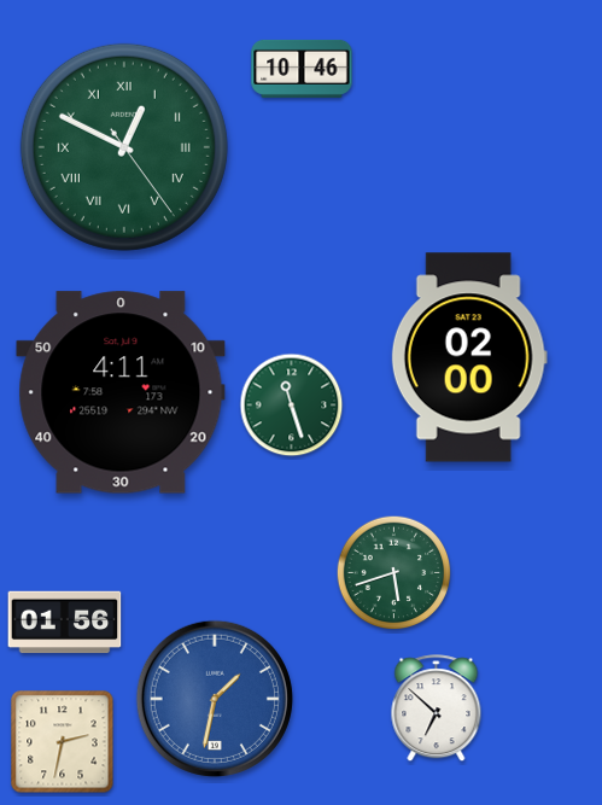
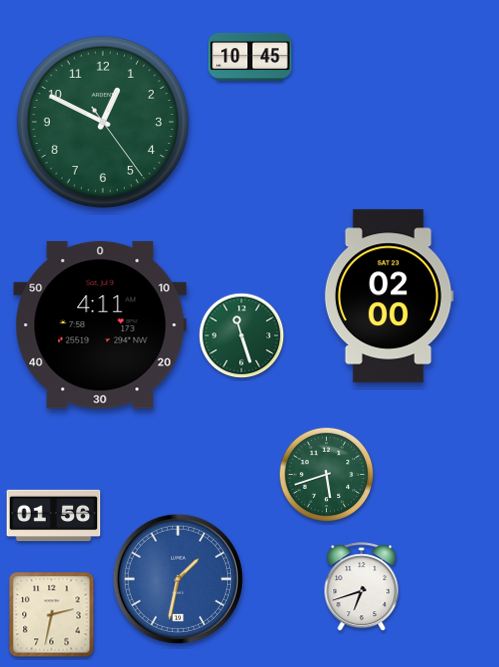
clock at (302, 69): 10:46 -> 10:45
clock at (124, 147) numerals: Roman -> Arabic
clock at (437, 708): 6:52 -> 6:42
